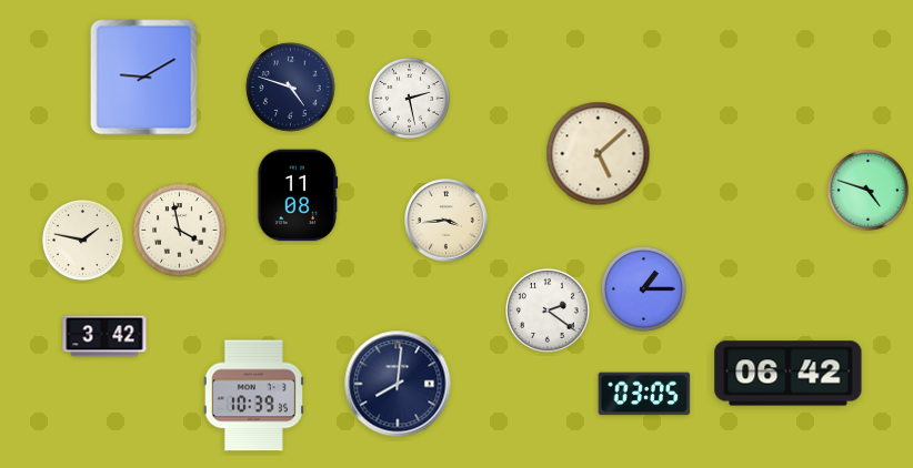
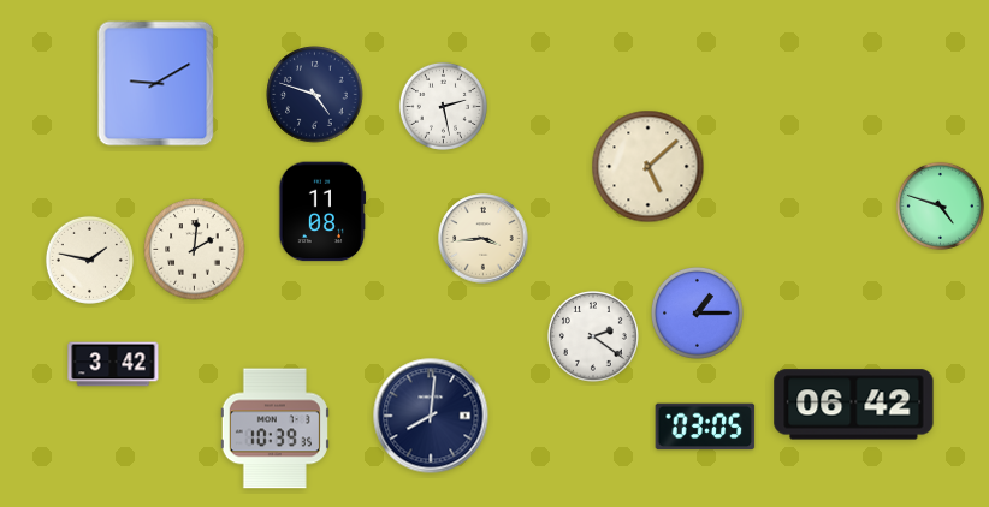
clock at (180, 231): 3:58 -> 2:01
clock at (644, 394) position: (644, 394) -> (705, 427)
